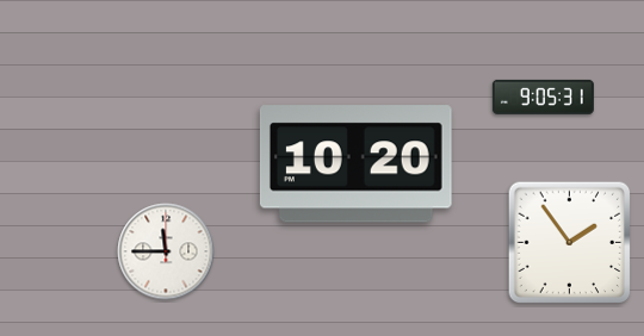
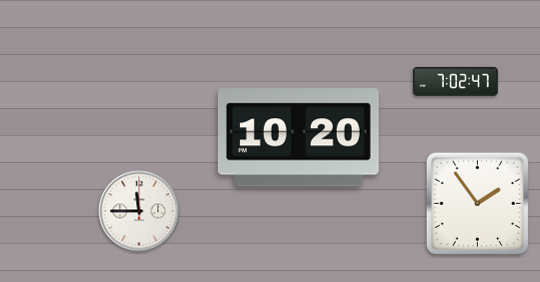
clock at (543, 97): 9:05 -> 7:02
